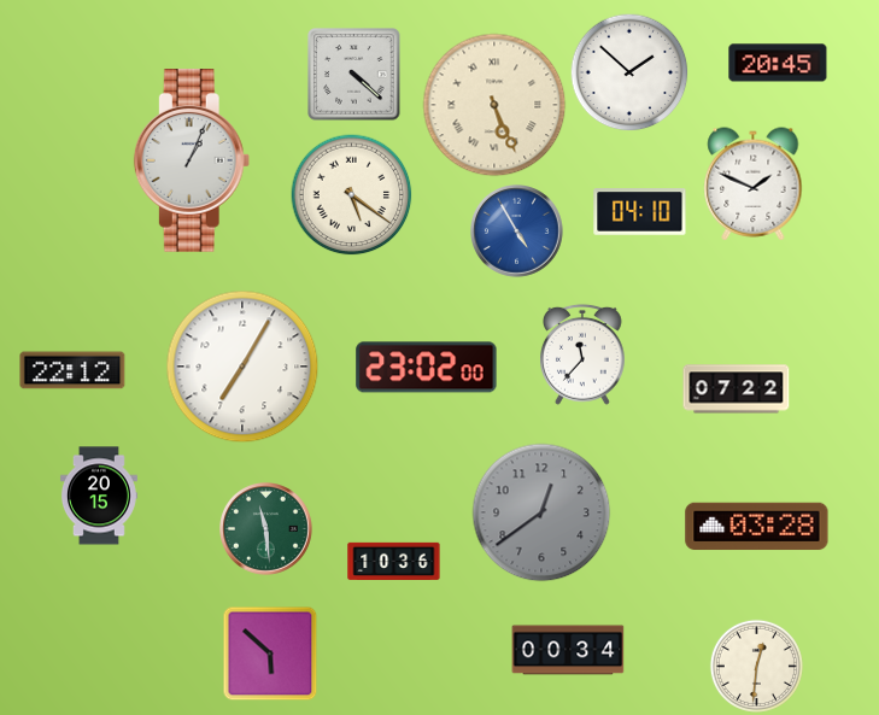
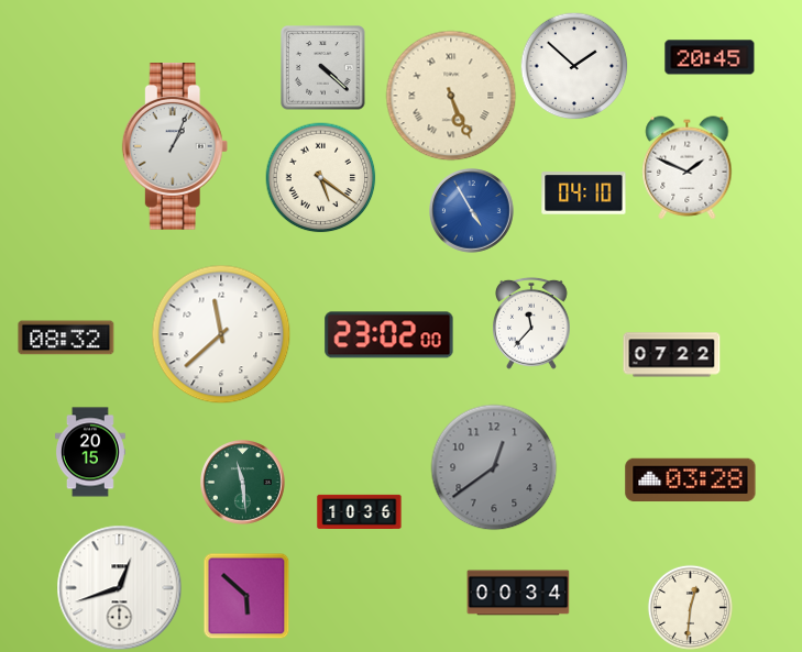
clock at (242, 367): 7:05 -> 11:38
clock at (72, 370): 22:12 -> 08:32
clock at (120, 588): none -> 12:42
